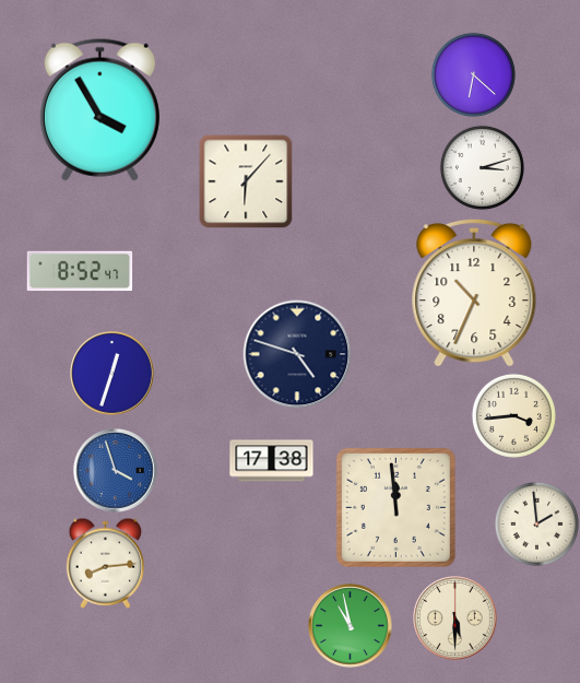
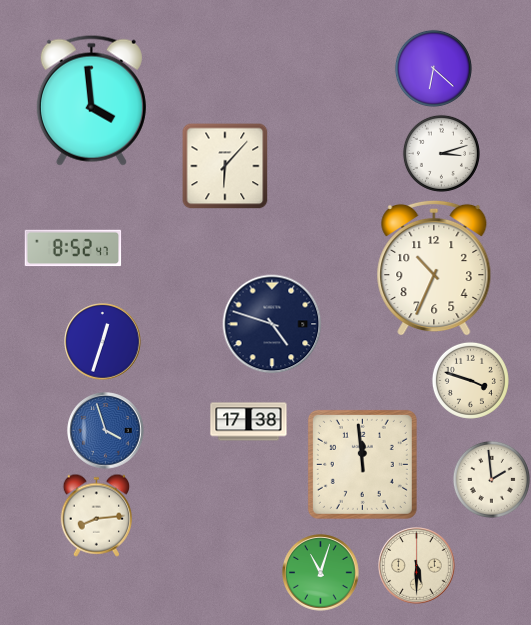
clock at (99, 109): 3:55 -> 3:59
clock at (513, 415): 3:44 -> 3:48
clock at (351, 626): 10:58 -> 11:03
